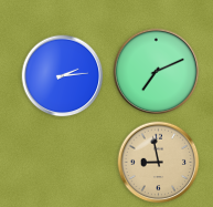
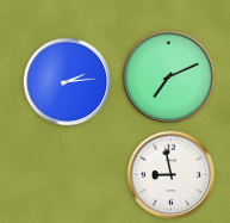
clock at (159, 163) dial: champagne -> white
